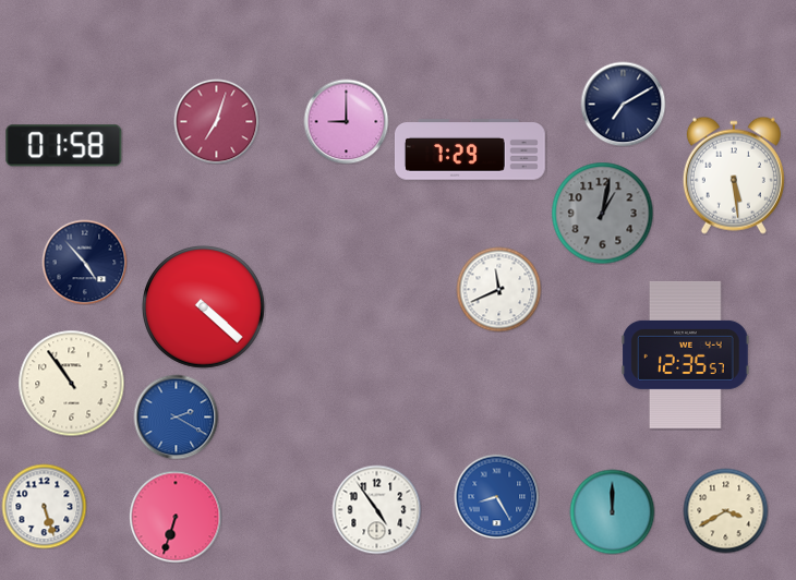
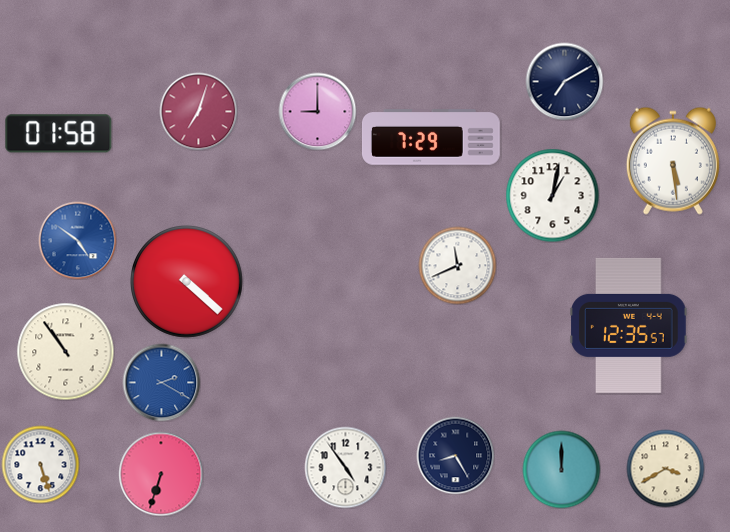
clock at (623, 104) position: (623, 104) -> (564, 81)
clock at (602, 213) dial: grey -> white
clock at (84, 262): 4:53 -> 4:51
clock at (84, 262) dial: navy -> blue
clock at (496, 496) dial: blue -> navy
